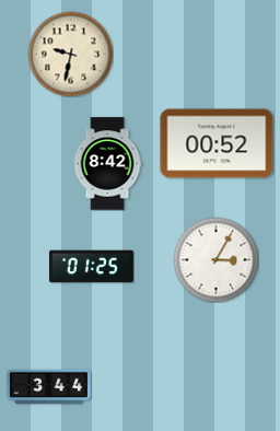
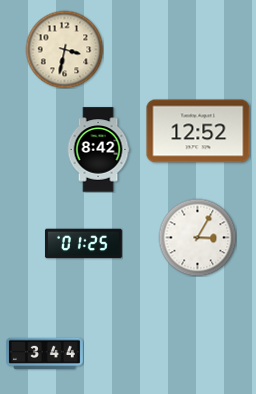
clock at (70, 54): 9:32 -> 3:32
clock at (217, 143): 00:52 -> 12:52
